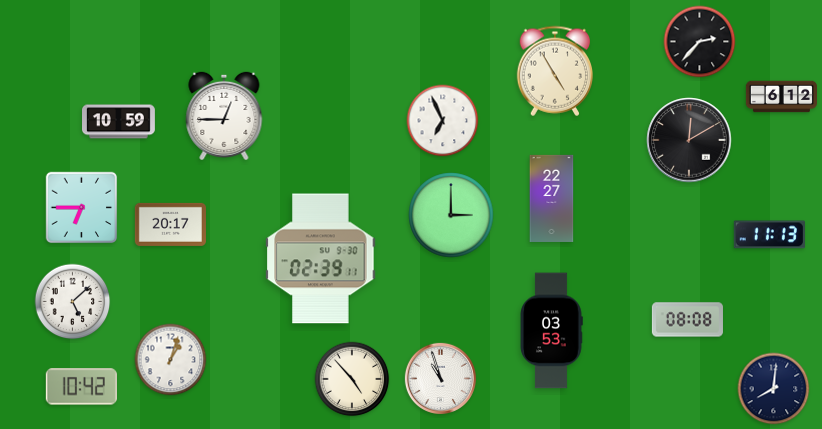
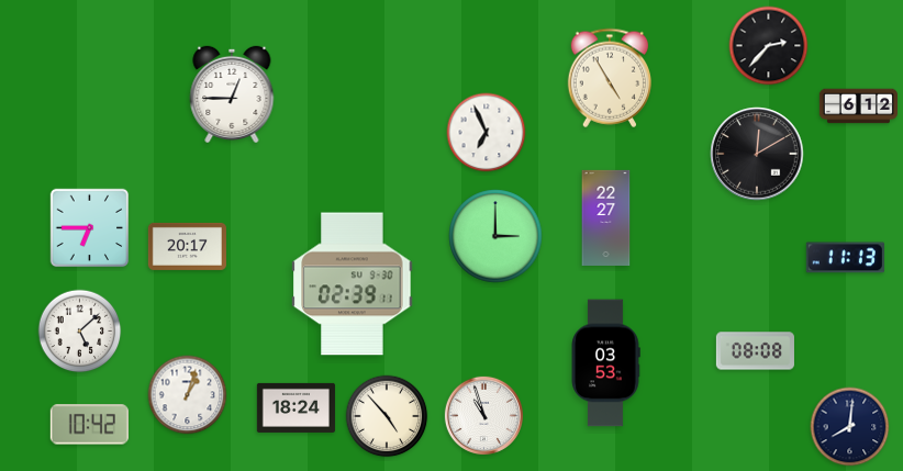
clock at (224, 115) position: (224, 115) -> (232, 93)
clock at (119, 122): 10:59 -> none
clock at (296, 407): none -> 18:24
